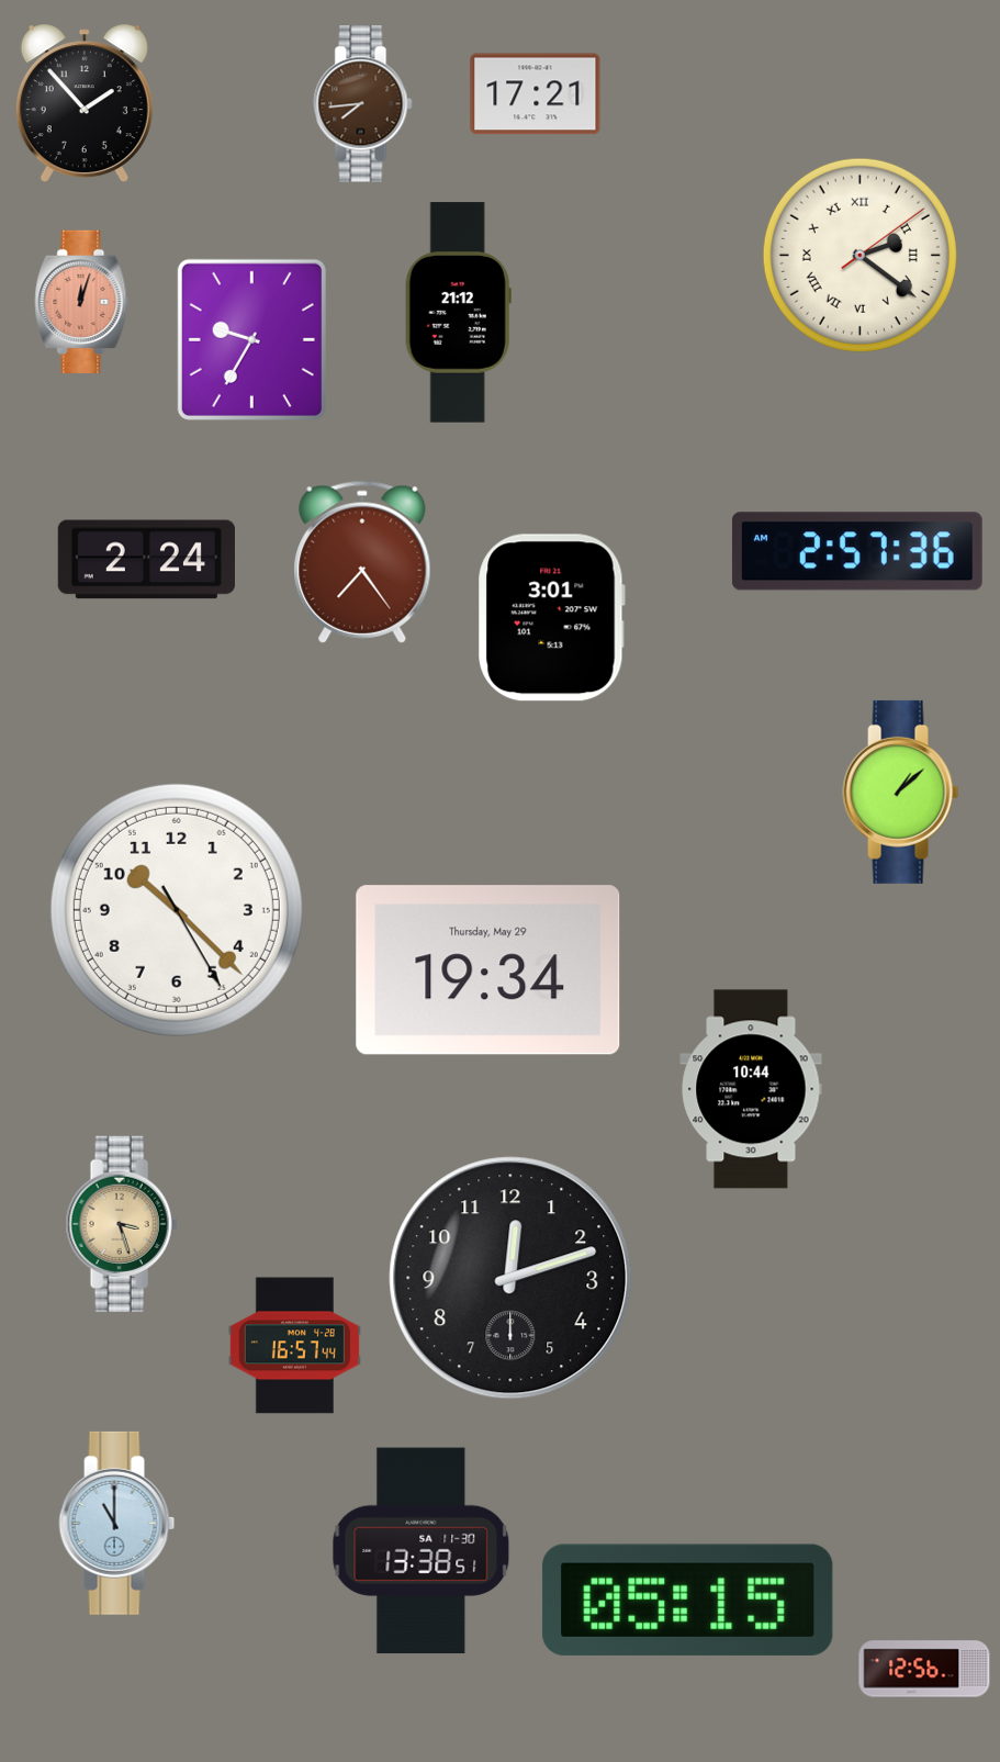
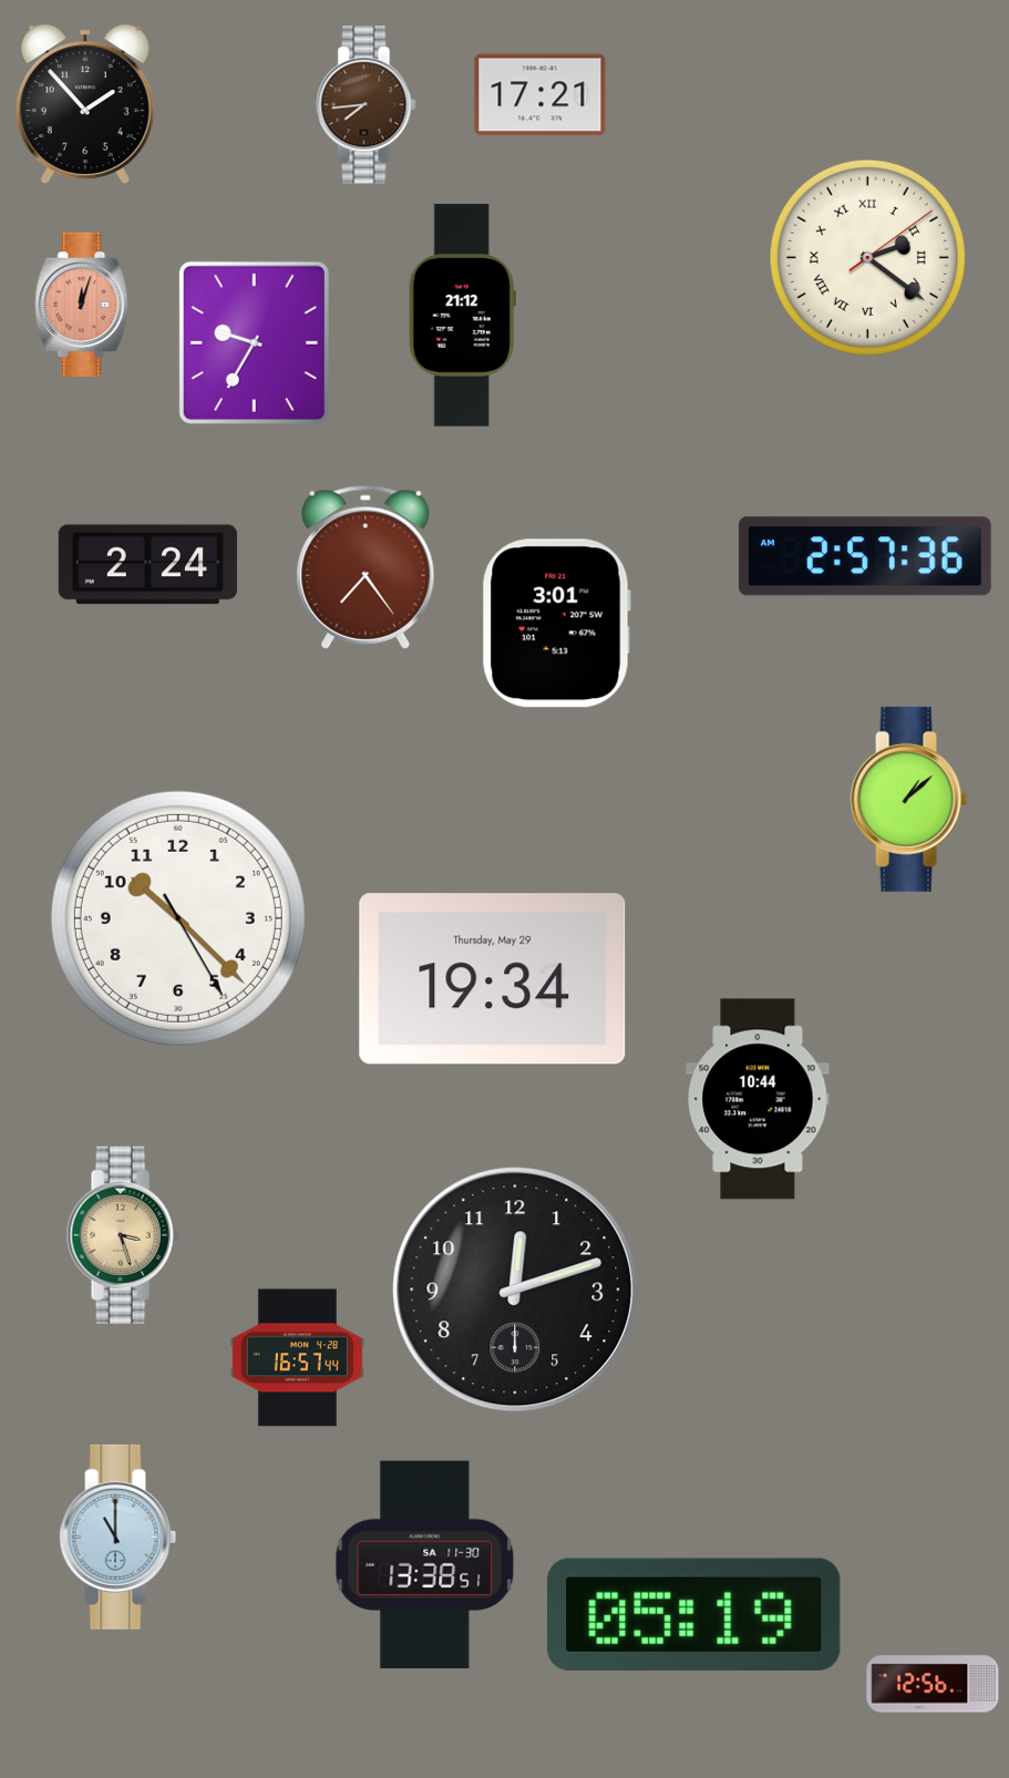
clock at (688, 1600): 05:15 -> 05:19
